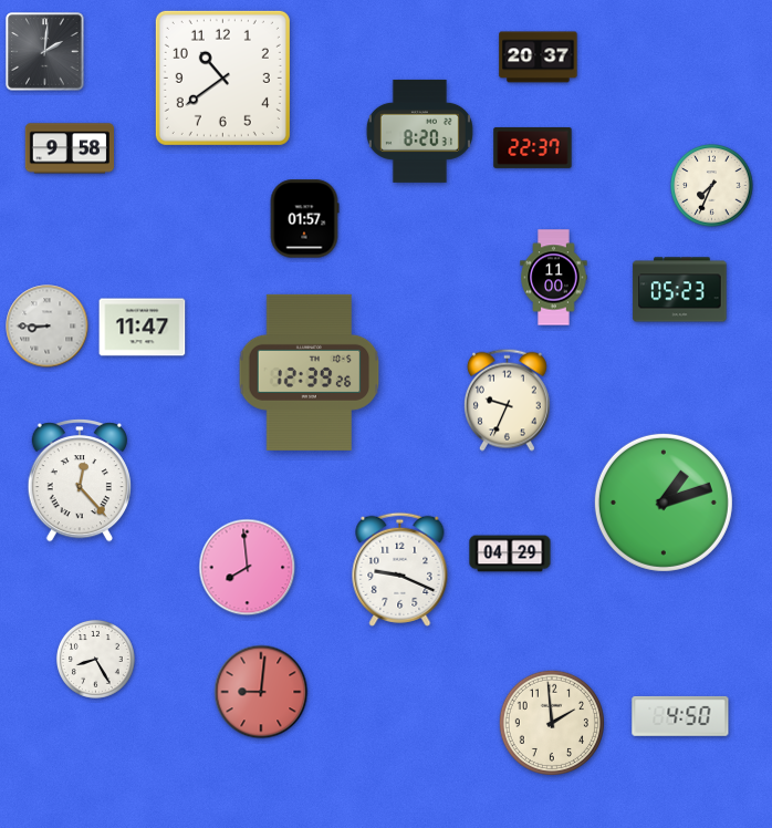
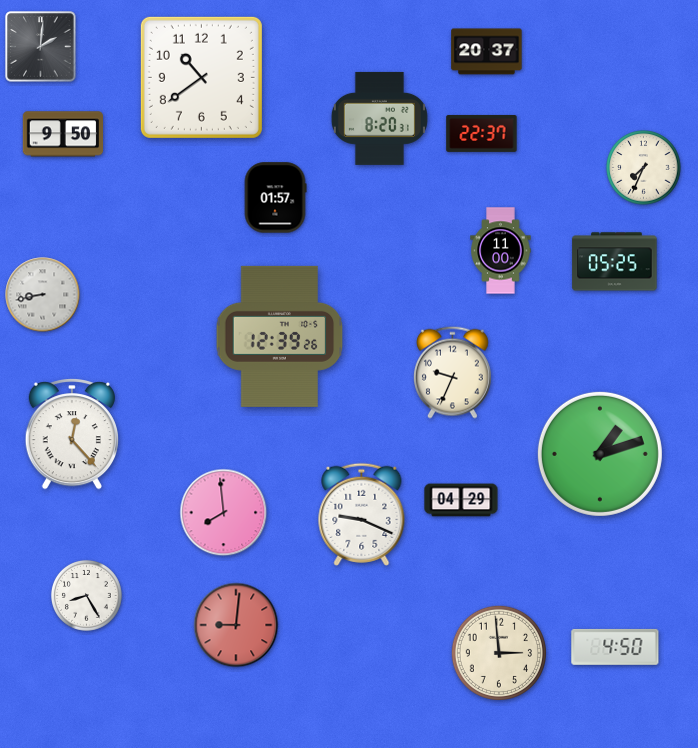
clock at (222, 77) position: (222, 77) -> (201, 77)
clock at (69, 148): 9:58 -> 9:50
clock at (680, 290): 05:23 -> 05:25
clock at (48, 327): 8:45 -> 8:43
clock at (143, 328): 11:47 -> none
clock at (507, 400) position: (507, 400) -> (452, 372)
clock at (552, 723): 1:59 -> 2:59
